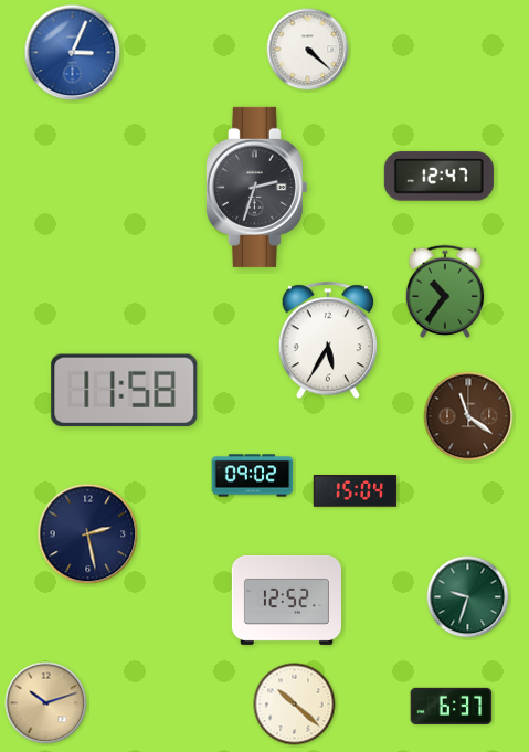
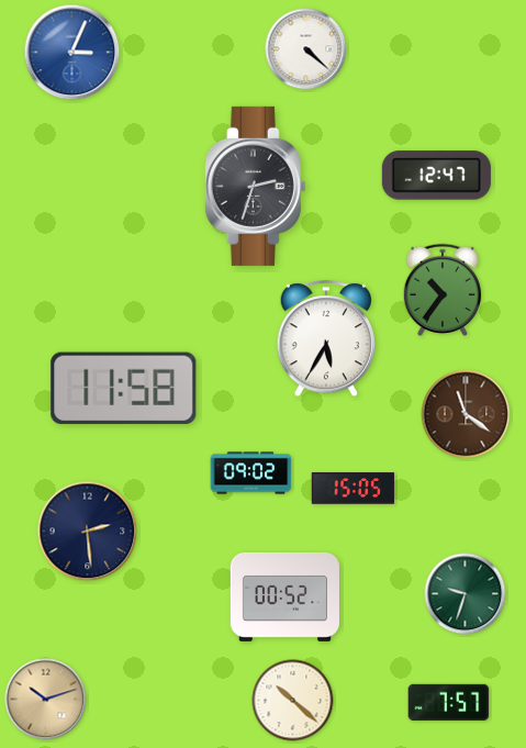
clock at (356, 491): 15:04 -> 15:05
clock at (88, 534): 2:28 -> 2:29
clock at (286, 600): 12:52 -> 00:52
clock at (452, 706): 6:37 -> 7:57
